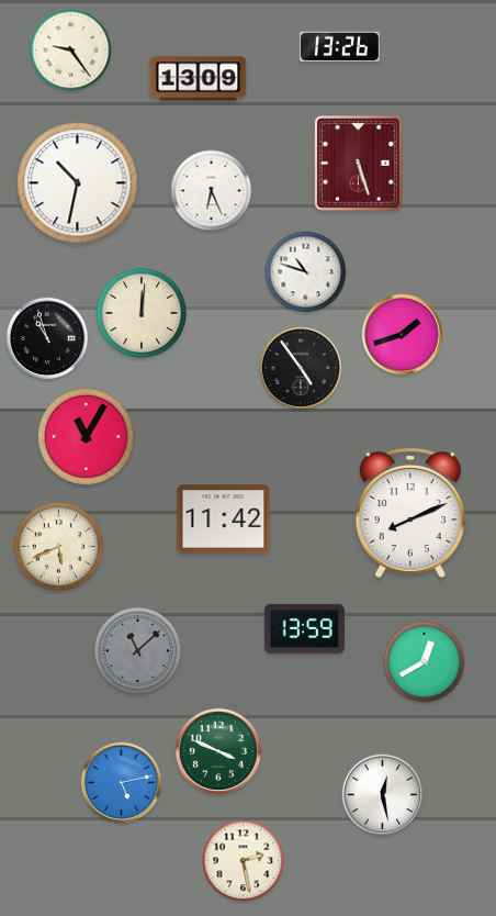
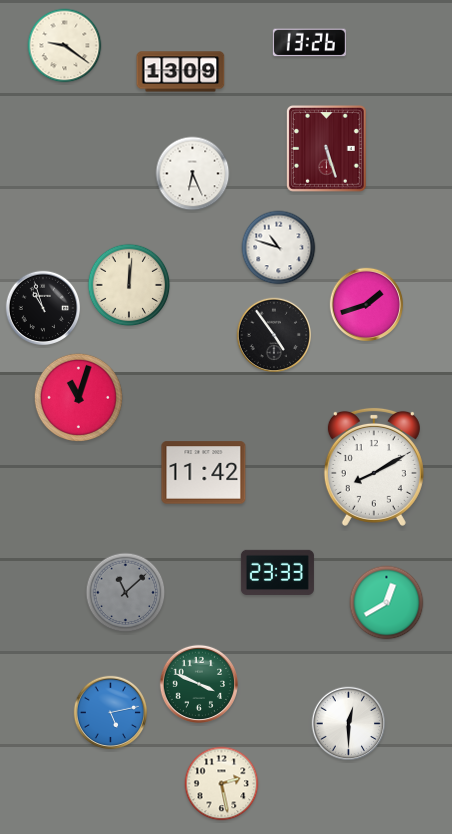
clock at (71, 51): 9:24 -> 9:21
clock at (78, 183): 10:32 -> none
clock at (86, 436): 11:05 -> 11:03
clock at (410, 513): 8:11 -> 8:10
clock at (59, 547): 5:41 -> none
clock at (304, 628): 13:59 -> 23:33
clock at (383, 795): 12:28 -> 12:30
